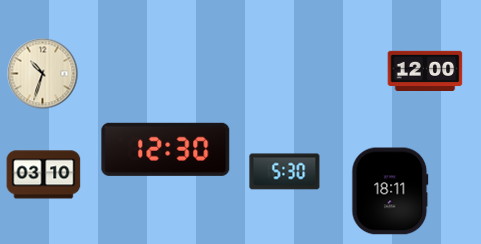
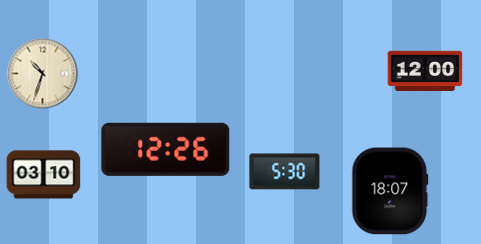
clock at (166, 149): 12:30 -> 12:26
clock at (390, 191): 18:11 -> 18:07
